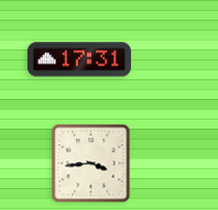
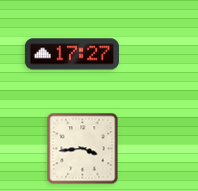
clock at (79, 59): 17:31 -> 17:27
